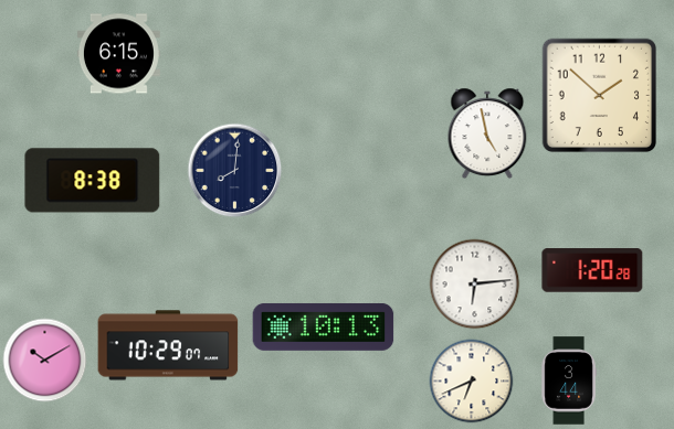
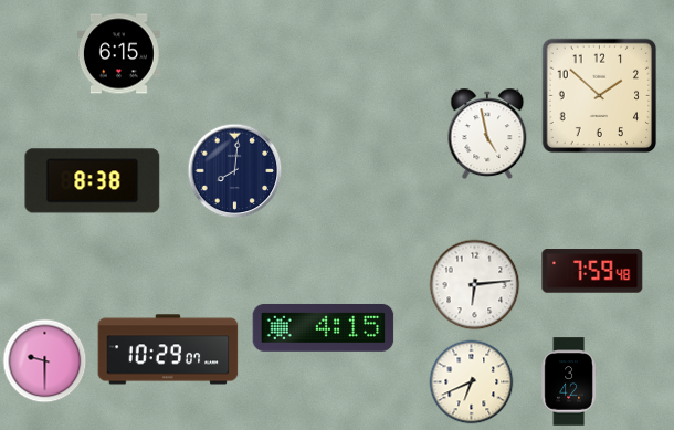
clock at (592, 270): 1:20 -> 7:59
clock at (324, 326): 10:13 -> 4:15
clock at (168, 345) position: (168, 345) -> (168, 349)
clock at (45, 361): 10:10 -> 9:30
clock at (569, 380): 3:44 -> 3:42
